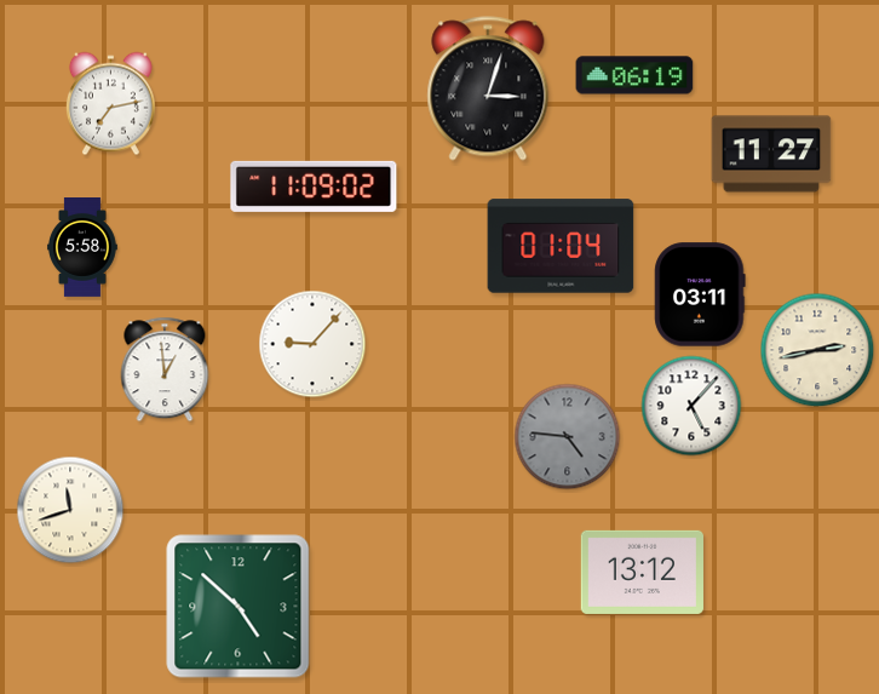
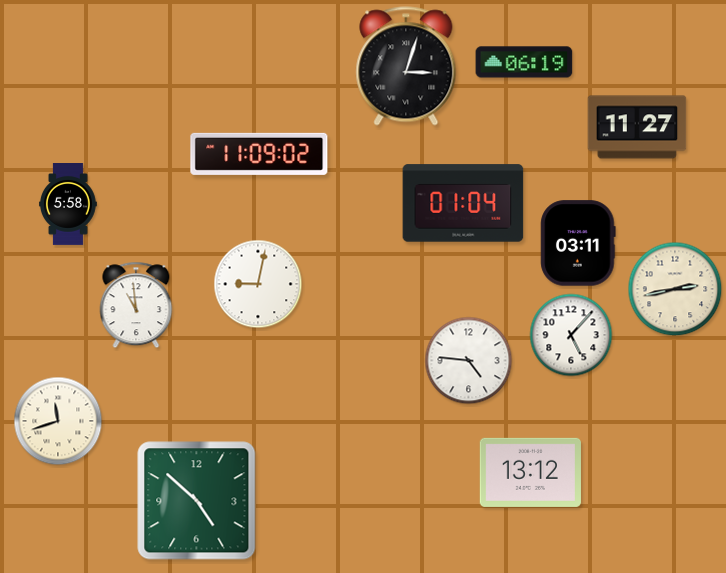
clock at (488, 88) position: (488, 88) -> (406, 66)
clock at (110, 104): 7:13 -> none
clock at (312, 344): 9:07 -> 9:02
clock at (165, 369): 12:59 -> 10:59
clock at (568, 437) dial: grey -> white
